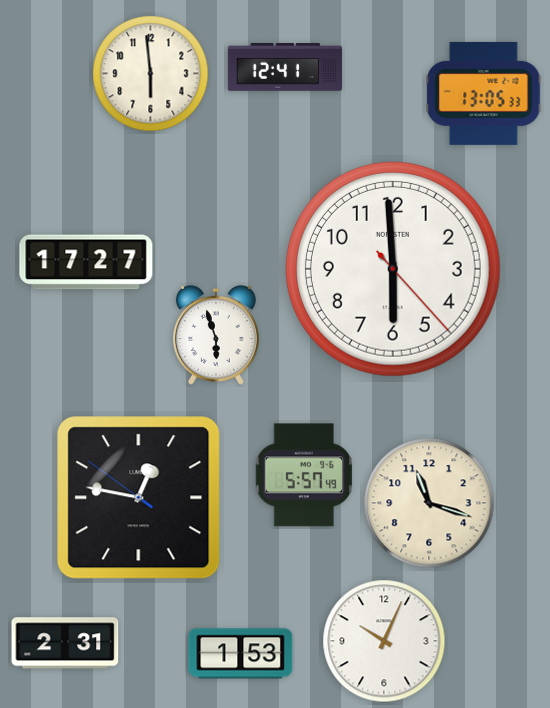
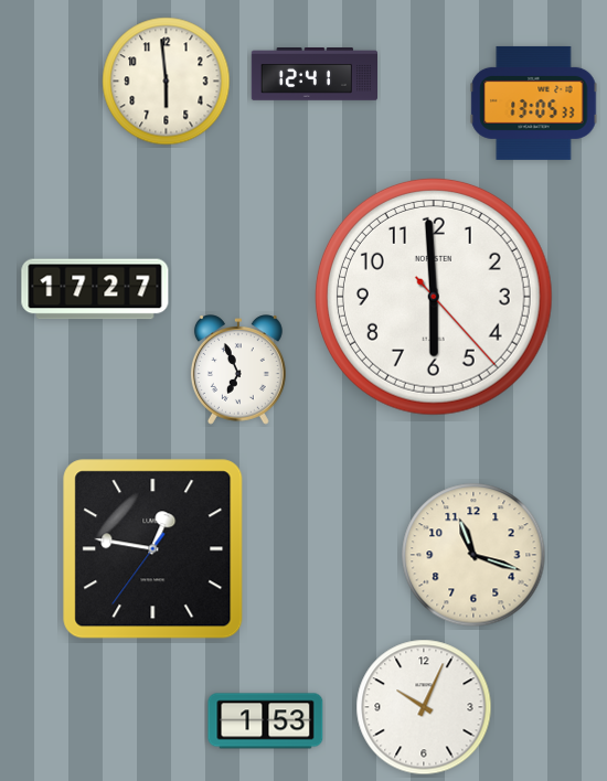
clock at (216, 335): 5:57 -> 6:56
clock at (304, 475): 5:57 -> none
clock at (139, 498): 12:46:51 -> 12:46:36
clock at (65, 643): 2:31 -> none
